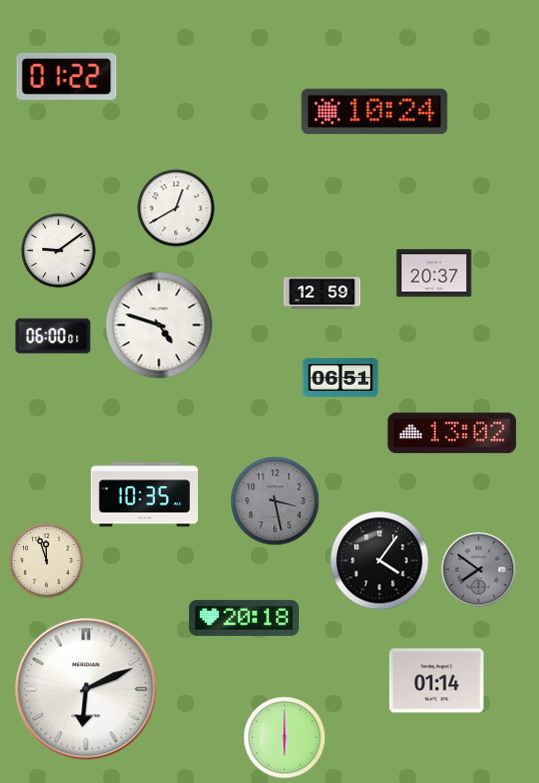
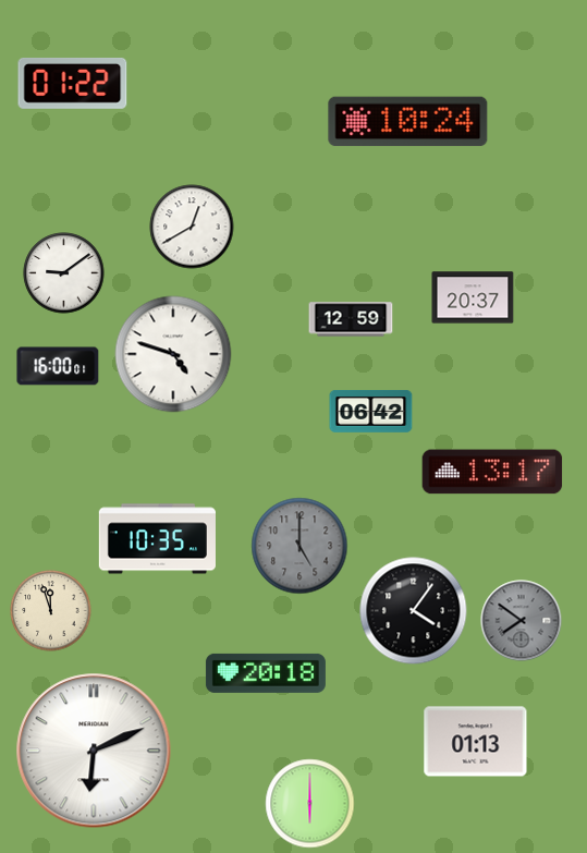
clock at (53, 336): 06:00 -> 16:00
clock at (341, 378): 06:51 -> 06:42
clock at (452, 433): 13:02 -> 13:17
clock at (275, 501): 3:28 -> 5:00
clock at (437, 681): 01:14 -> 01:13
